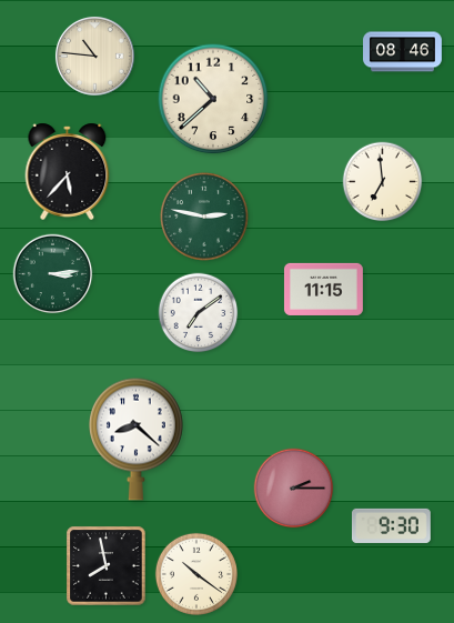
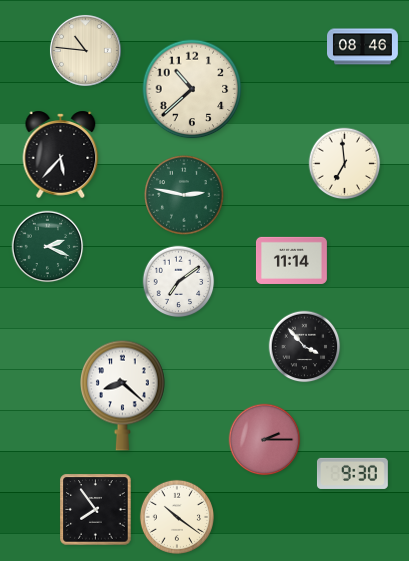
clock at (53, 274): 3:14 -> 2:19
clock at (323, 289): 11:15 -> 11:14
clock at (305, 347): none -> 3:53
clock at (107, 566): 7:58 -> 7:54
